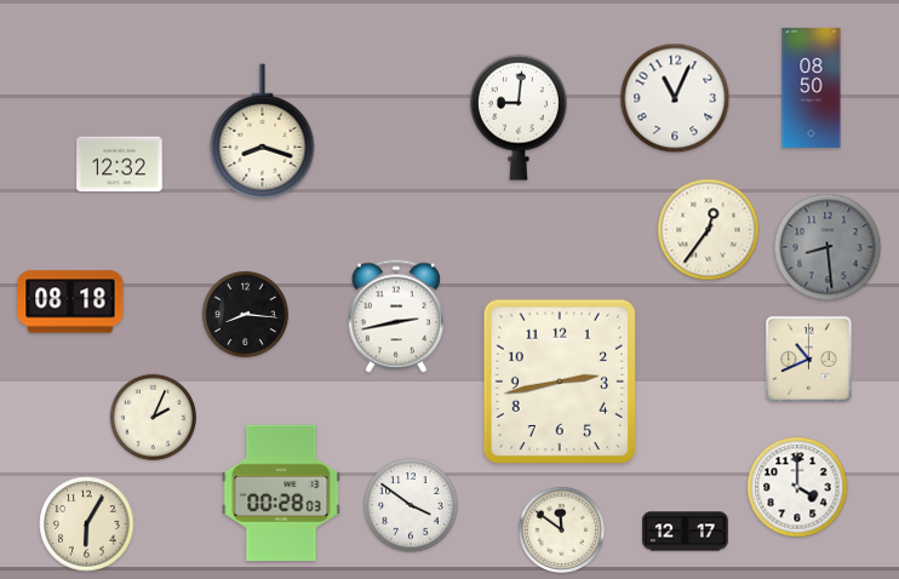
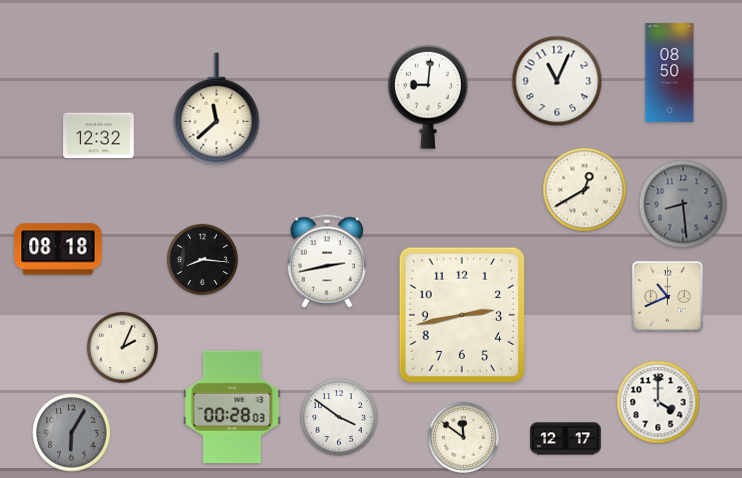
clock at (263, 132): 8:18 -> 11:38
clock at (709, 230): 12:36 -> 12:40
clock at (153, 417) position: (153, 417) -> (122, 347)
clock at (87, 524) dial: cream -> grey
